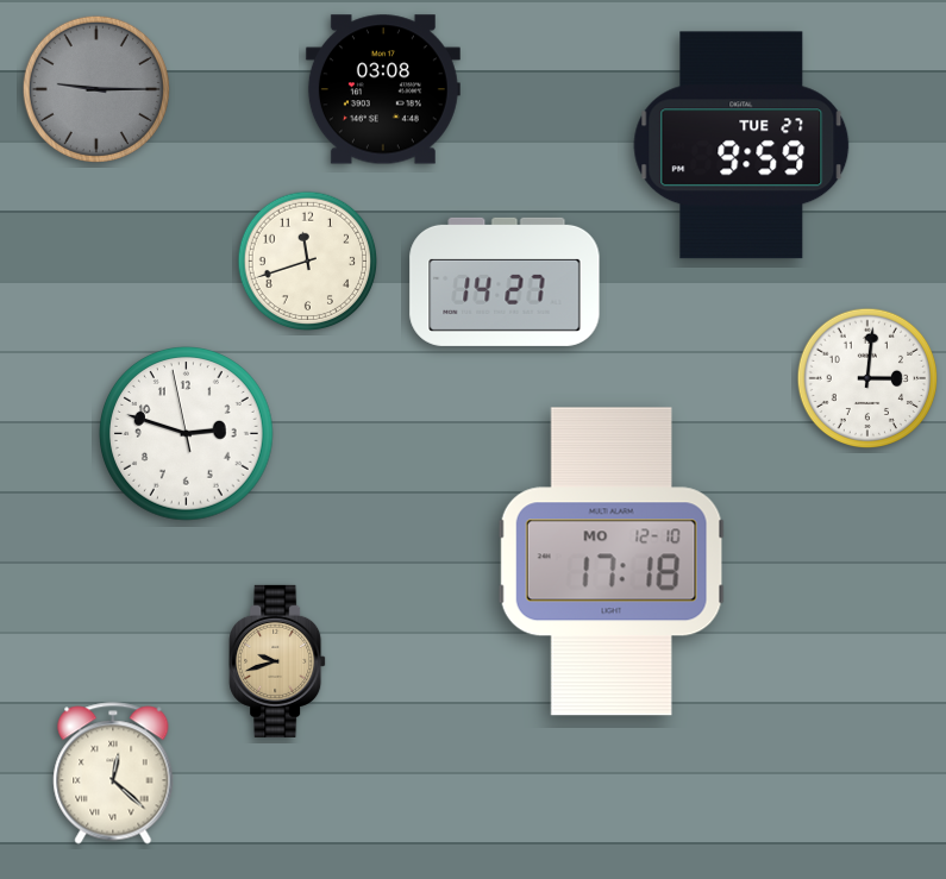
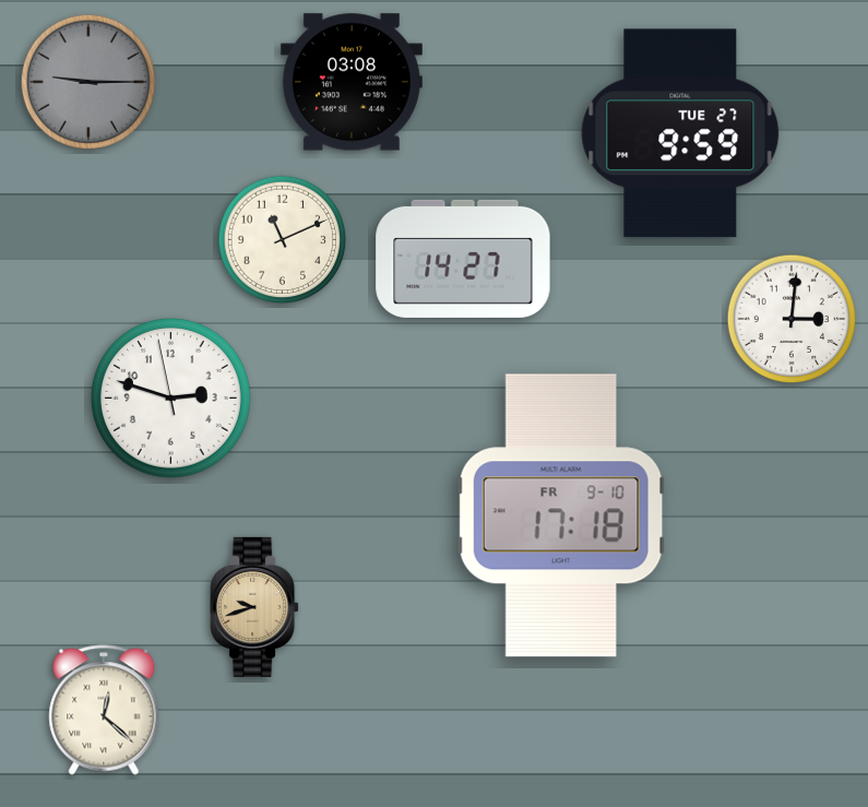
clock at (308, 262): 11:42 -> 11:11
clock at (867, 378) position: (867, 378) -> (792, 319)
clock at (612, 561) date: MO 12-10 -> FR 9-10
